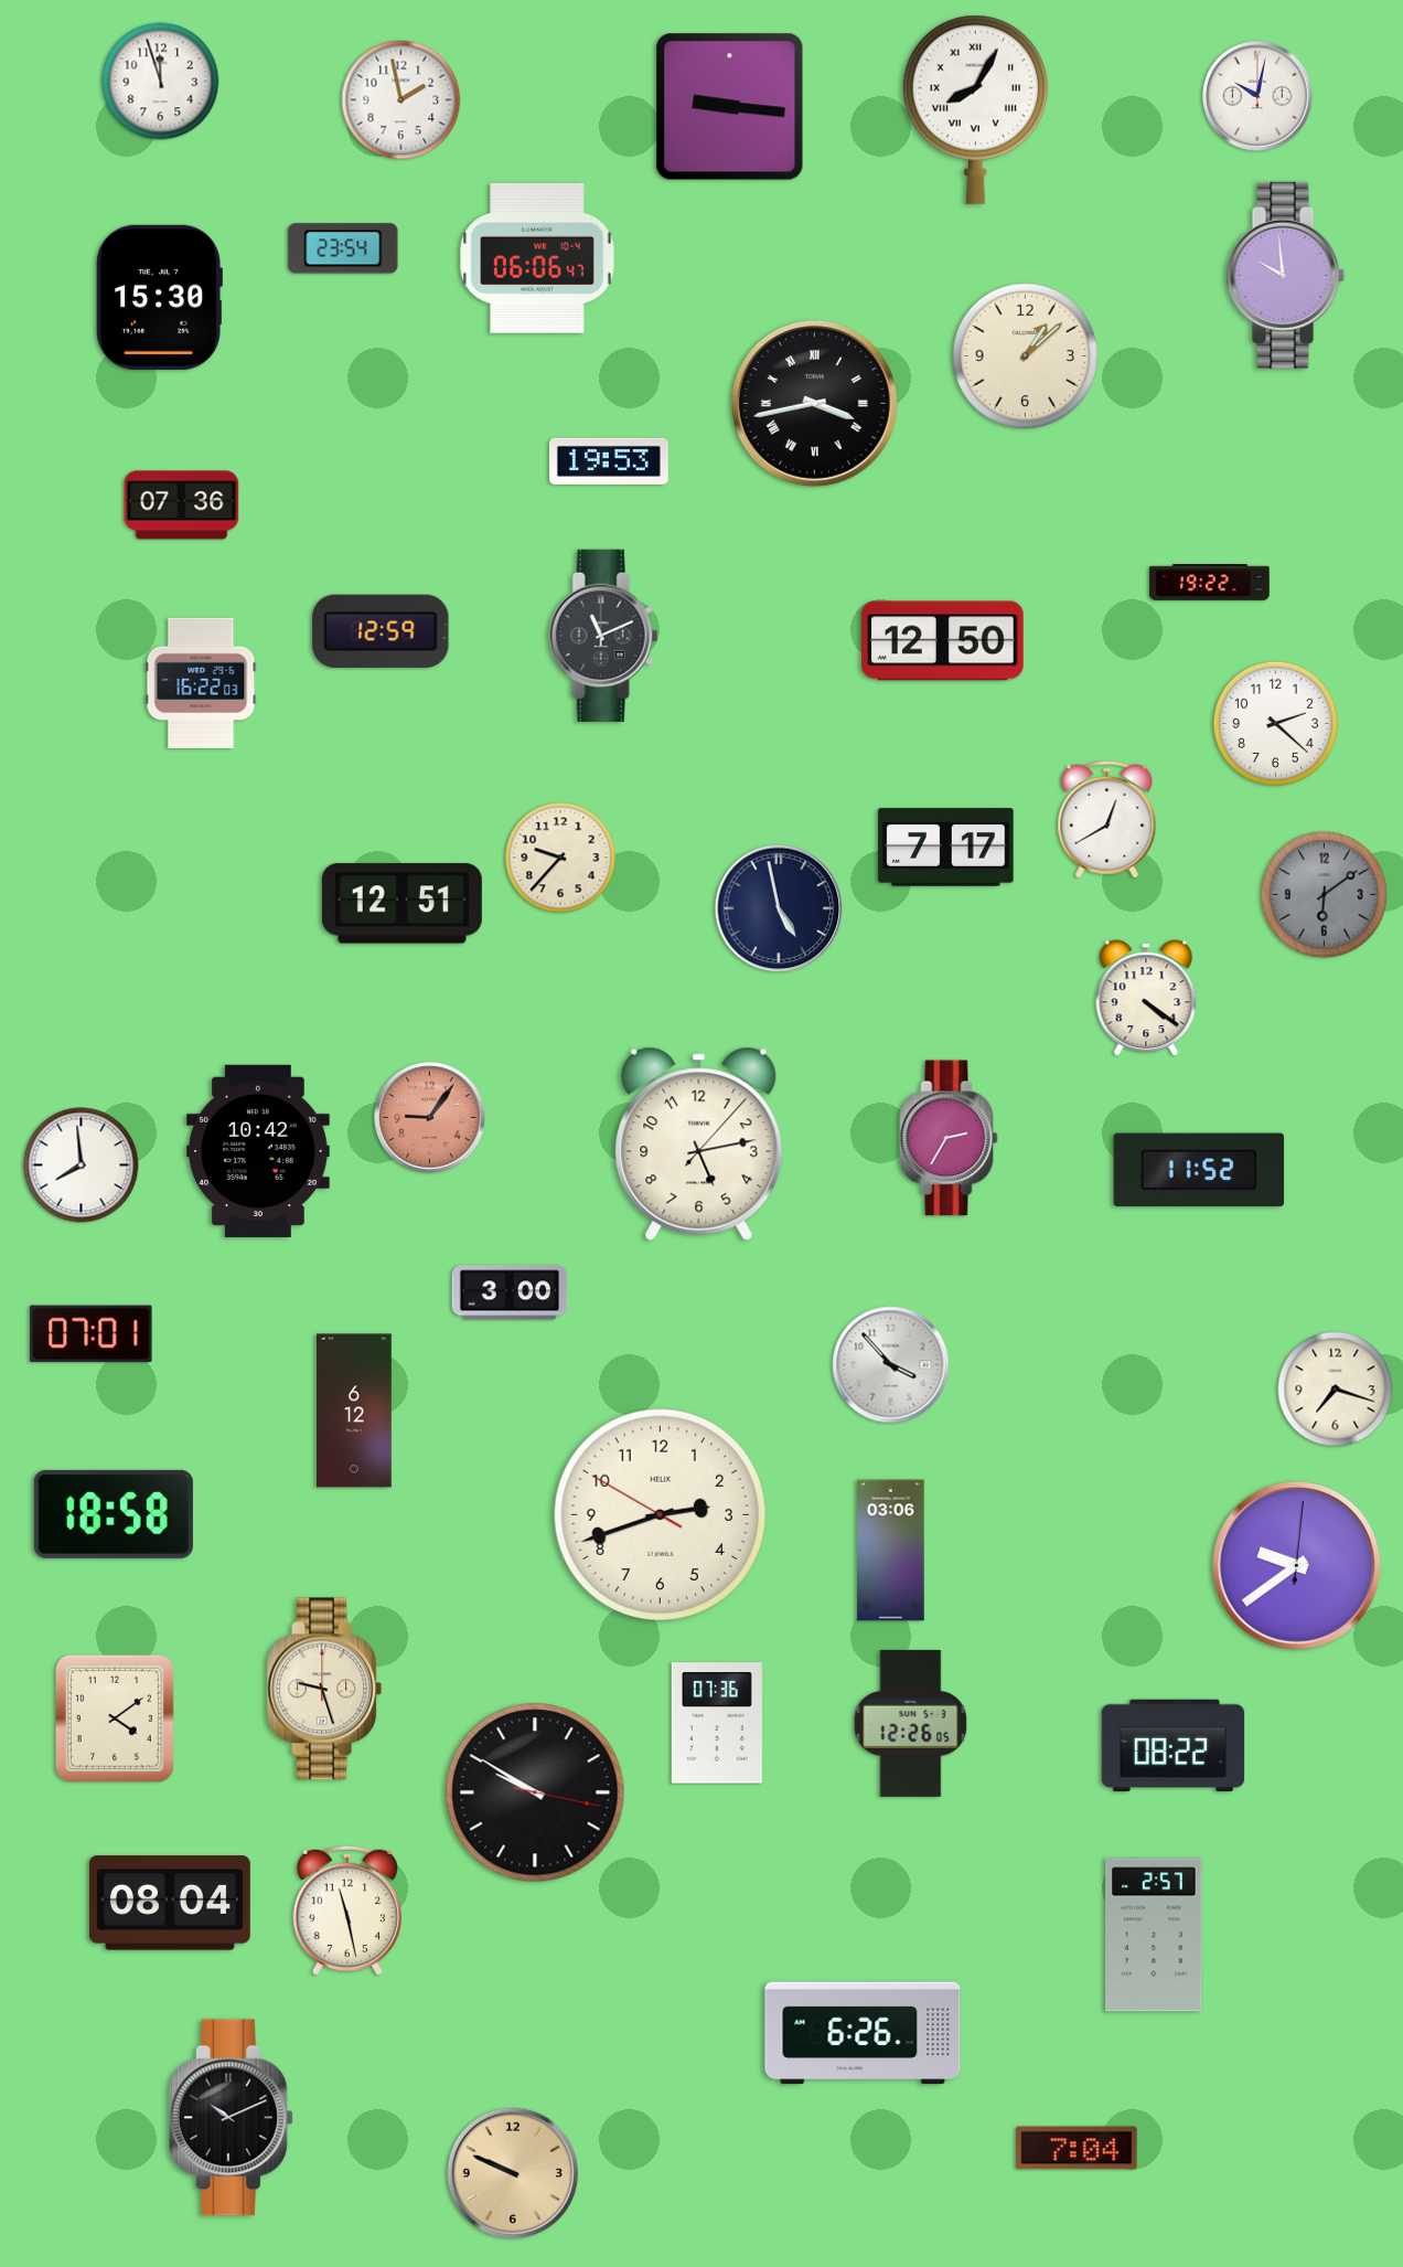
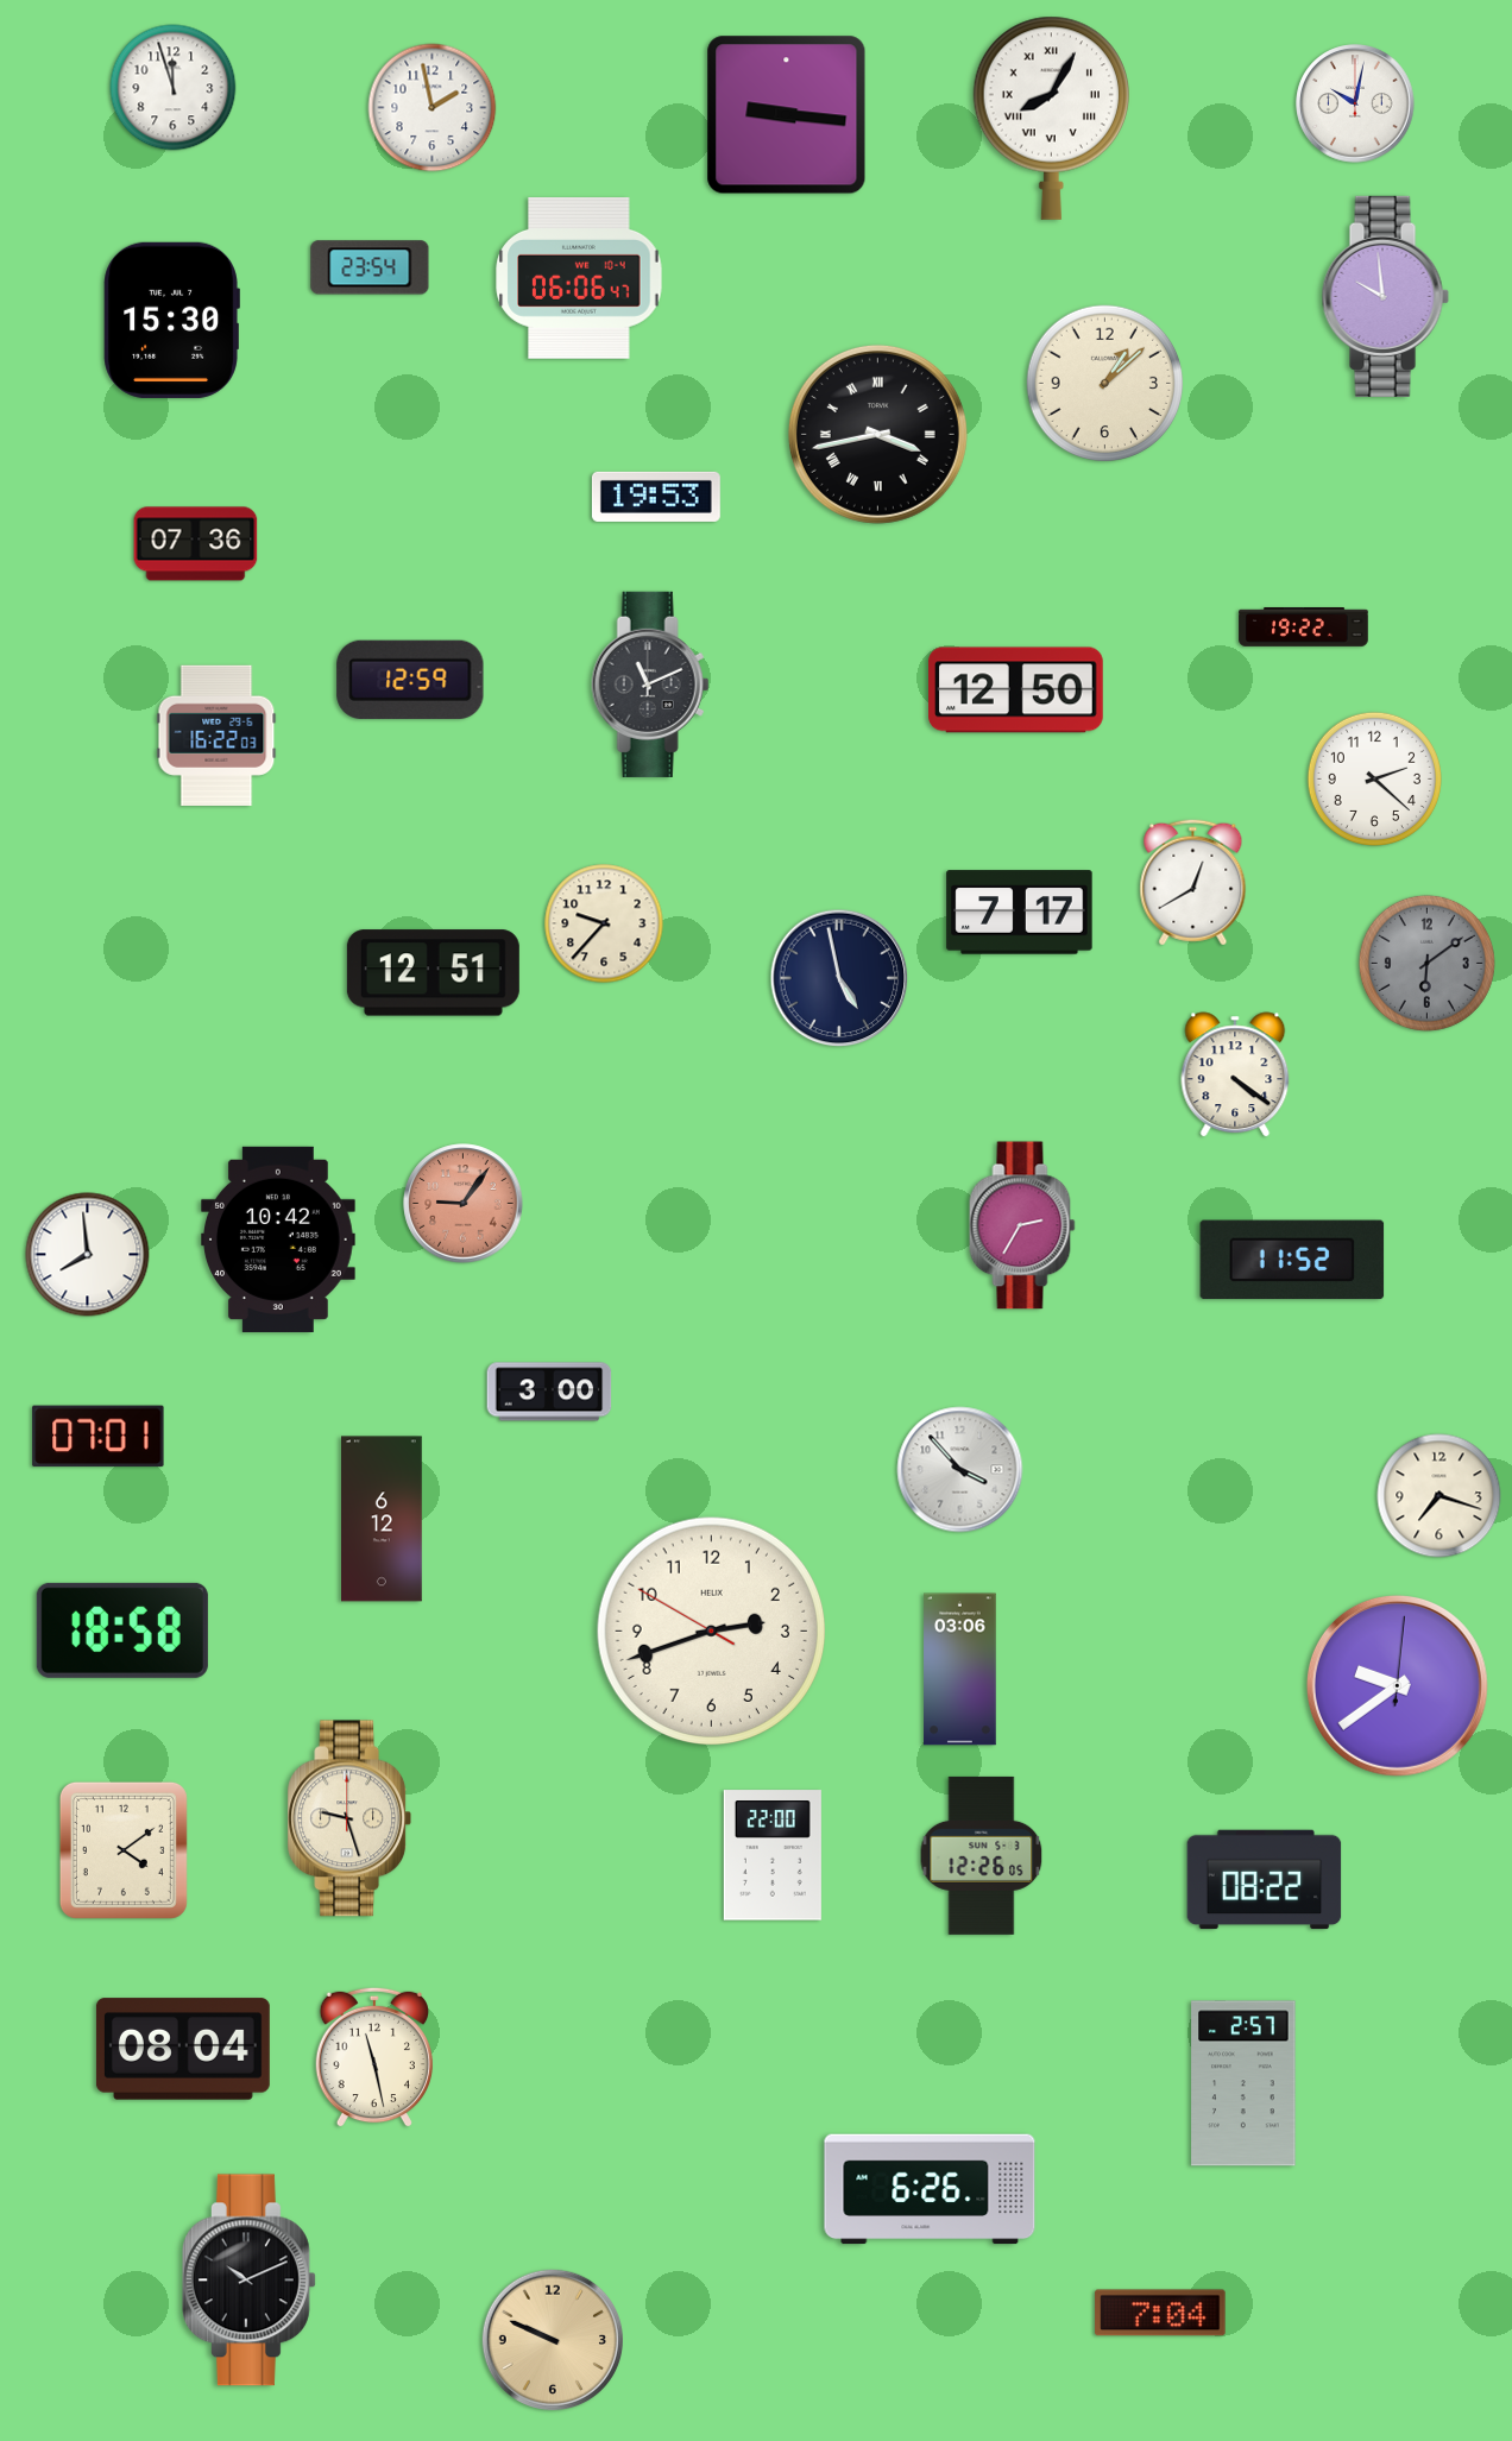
clock at (699, 1143): 5:13 -> none
clock at (717, 1723): 07:36 -> 22:00
clock at (535, 1792): 9:50 -> none
